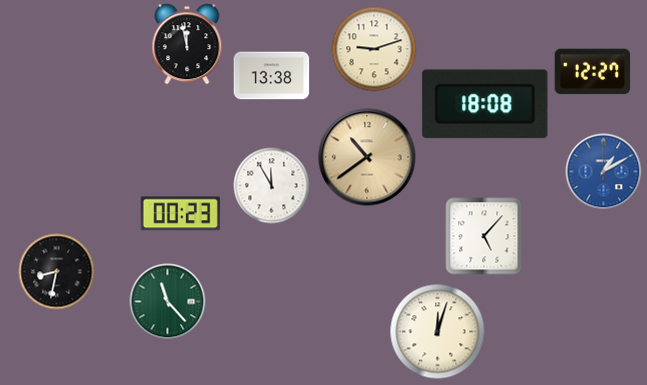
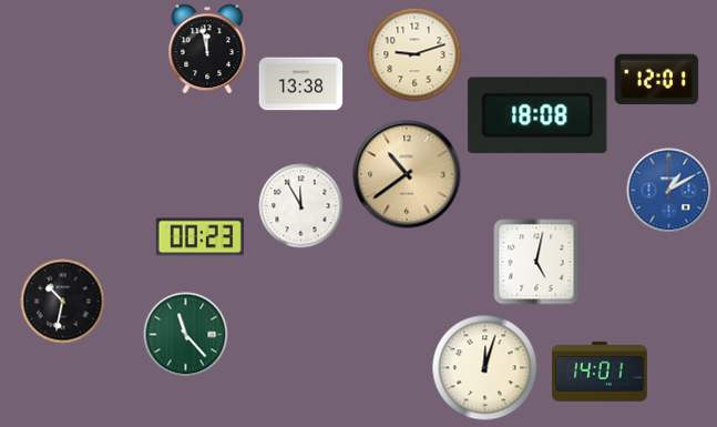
clock at (593, 72): 12:27 -> 12:01
clock at (484, 236): 5:07 -> 5:02
clock at (57, 272): 8:32 -> 10:32
clock at (600, 372): none -> 14:01
